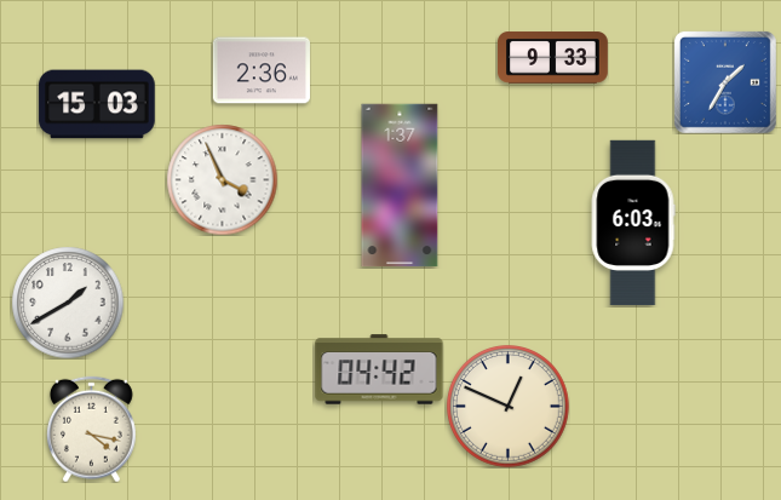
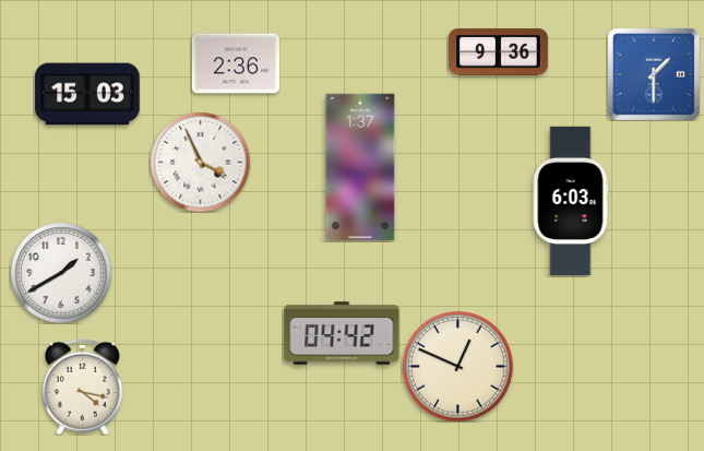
clock at (553, 58): 9:33 -> 9:36
clock at (725, 82): 1:35 -> 1:30
